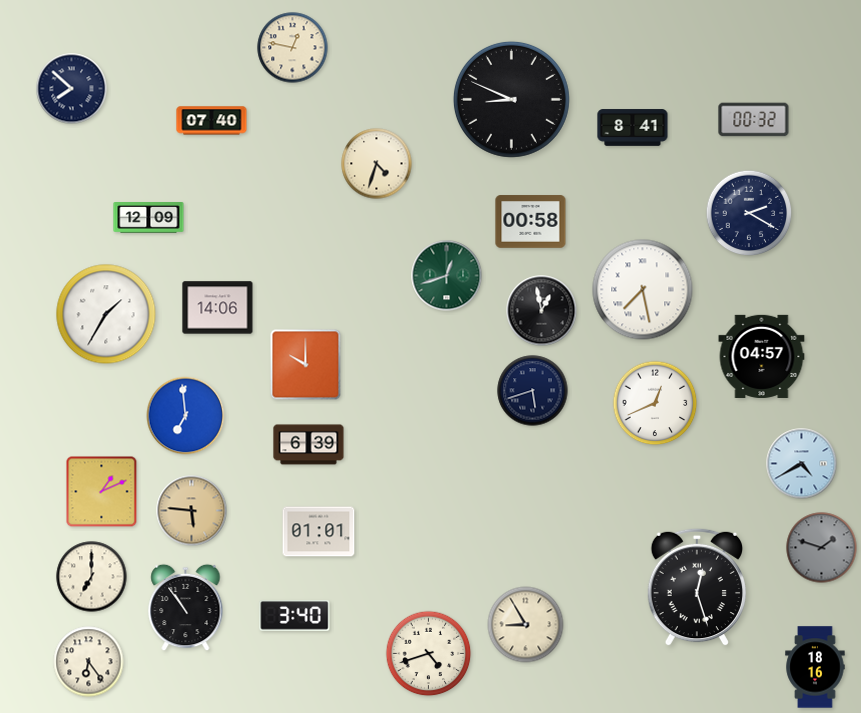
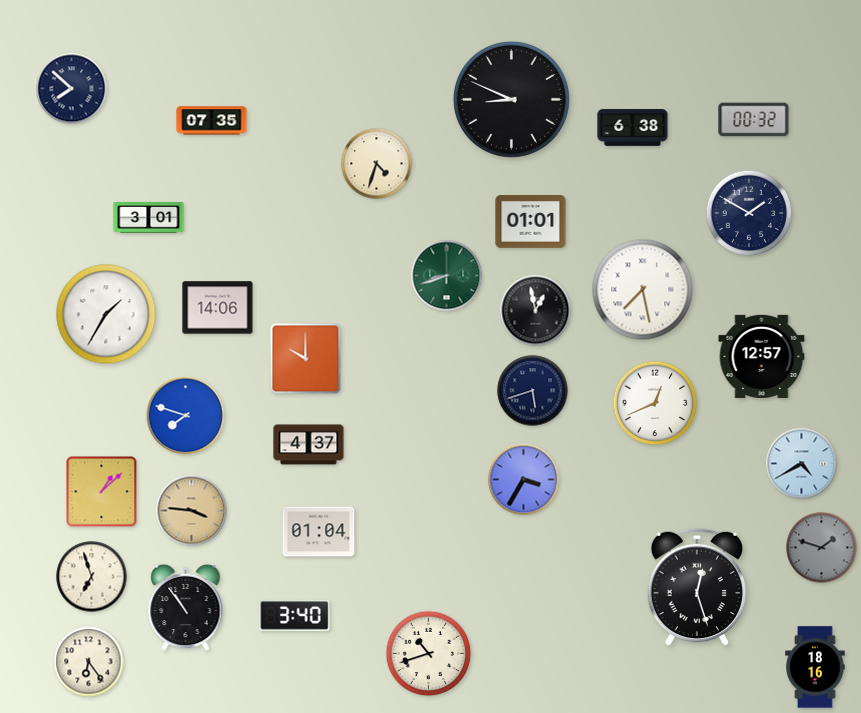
clock at (293, 48): 12:47 -> none
clock at (212, 121): 07:40 -> 07:35
clock at (633, 128): 8:41 -> 6:38
clock at (749, 213): 2:20 -> 1:50
clock at (149, 218): 12:09 -> 3:01
clock at (531, 222): 00:58 -> 01:01
clock at (447, 276): 12:42 -> 8:42
clock at (542, 311) position: (542, 311) -> (536, 311)
clock at (762, 356): 04:57 -> 12:57
clock at (306, 365) position: (306, 365) -> (306, 359)
clock at (186, 416): 6:59 -> 7:48
clock at (309, 445): 6:39 -> 4:37
clock at (524, 480): none -> 3:35
clock at (102, 492): 1:11 -> 1:08
clock at (192, 511): 5:46 -> 3:46
clock at (319, 532): 01:01 -> 01:04
clock at (92, 577): 7:00 -> 6:57
clock at (526, 625): 8:55 -> none
clock at (429, 654): 4:42 -> 10:42
